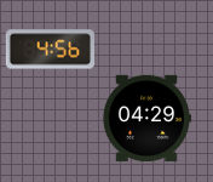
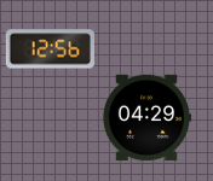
clock at (50, 50): 4:56 -> 12:56
